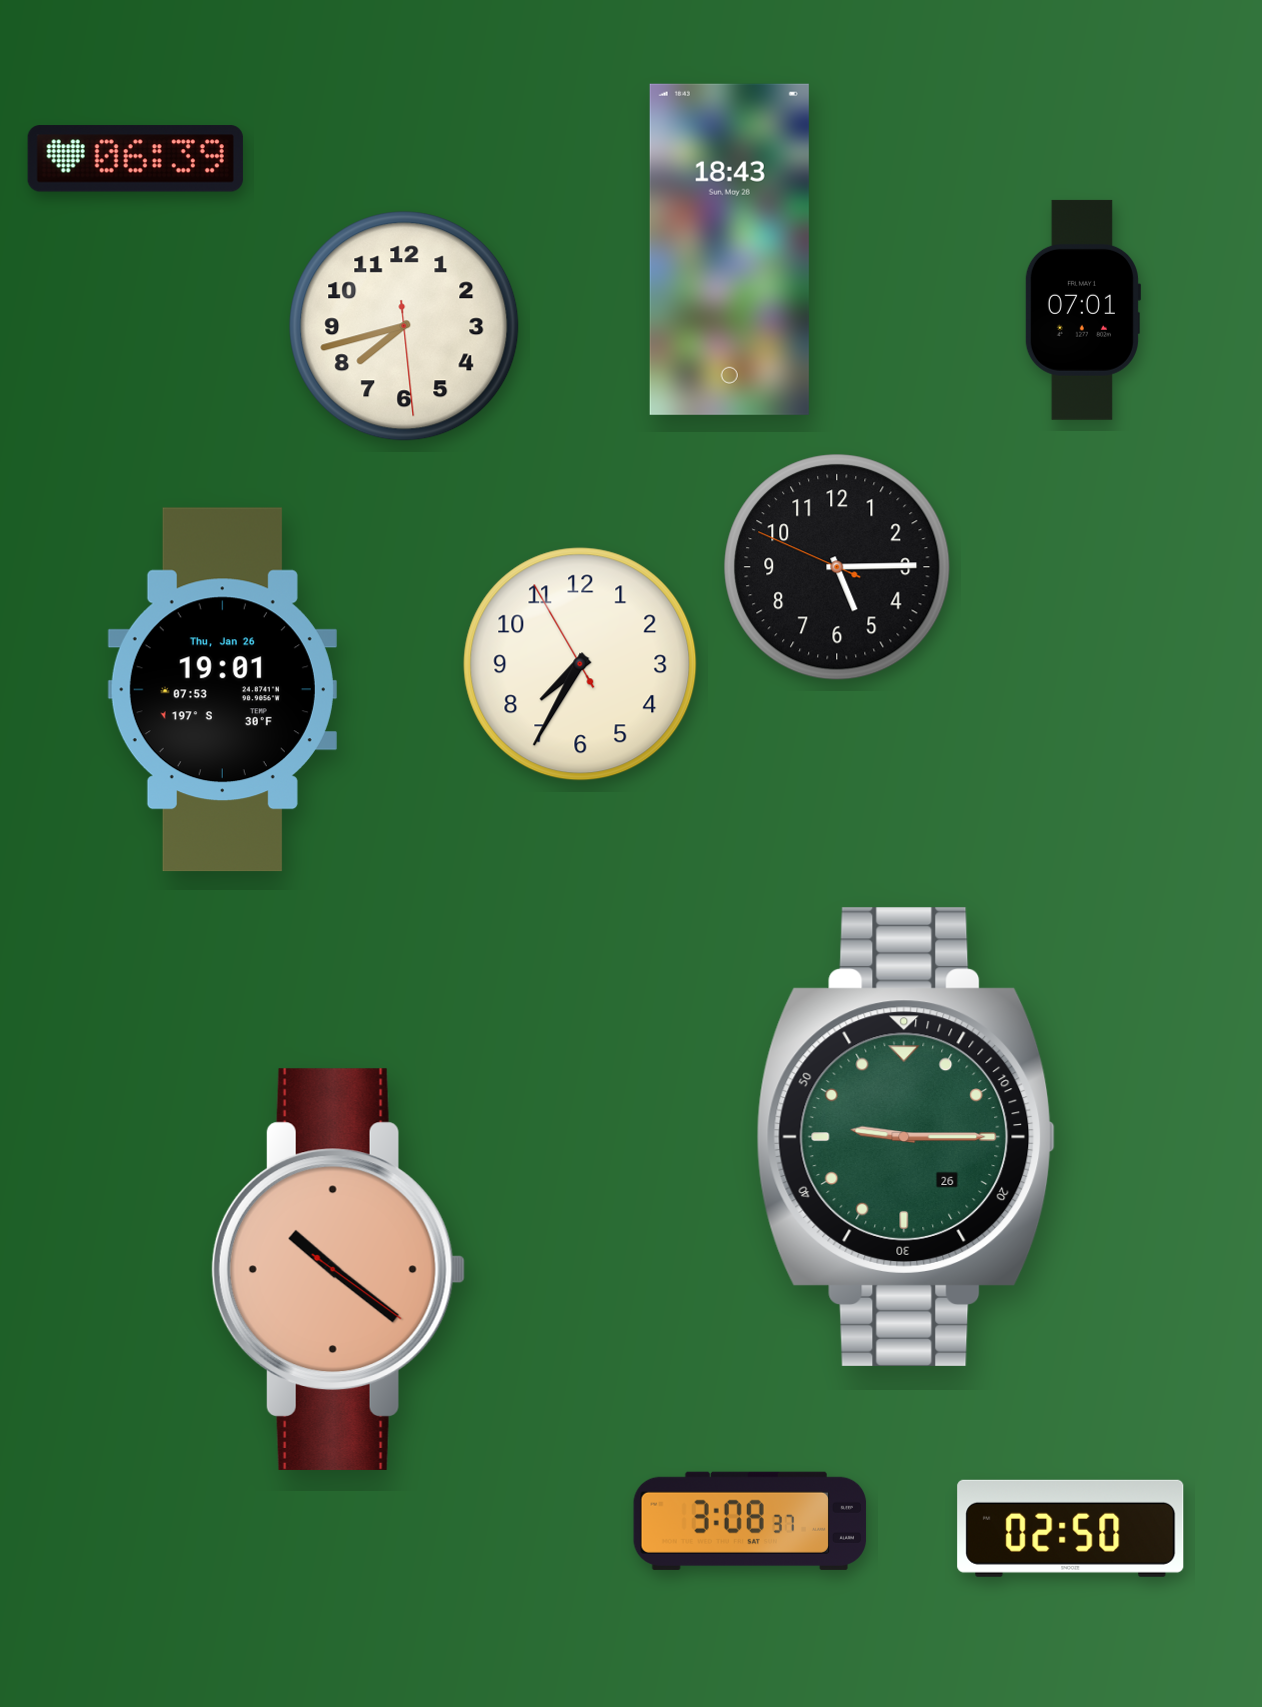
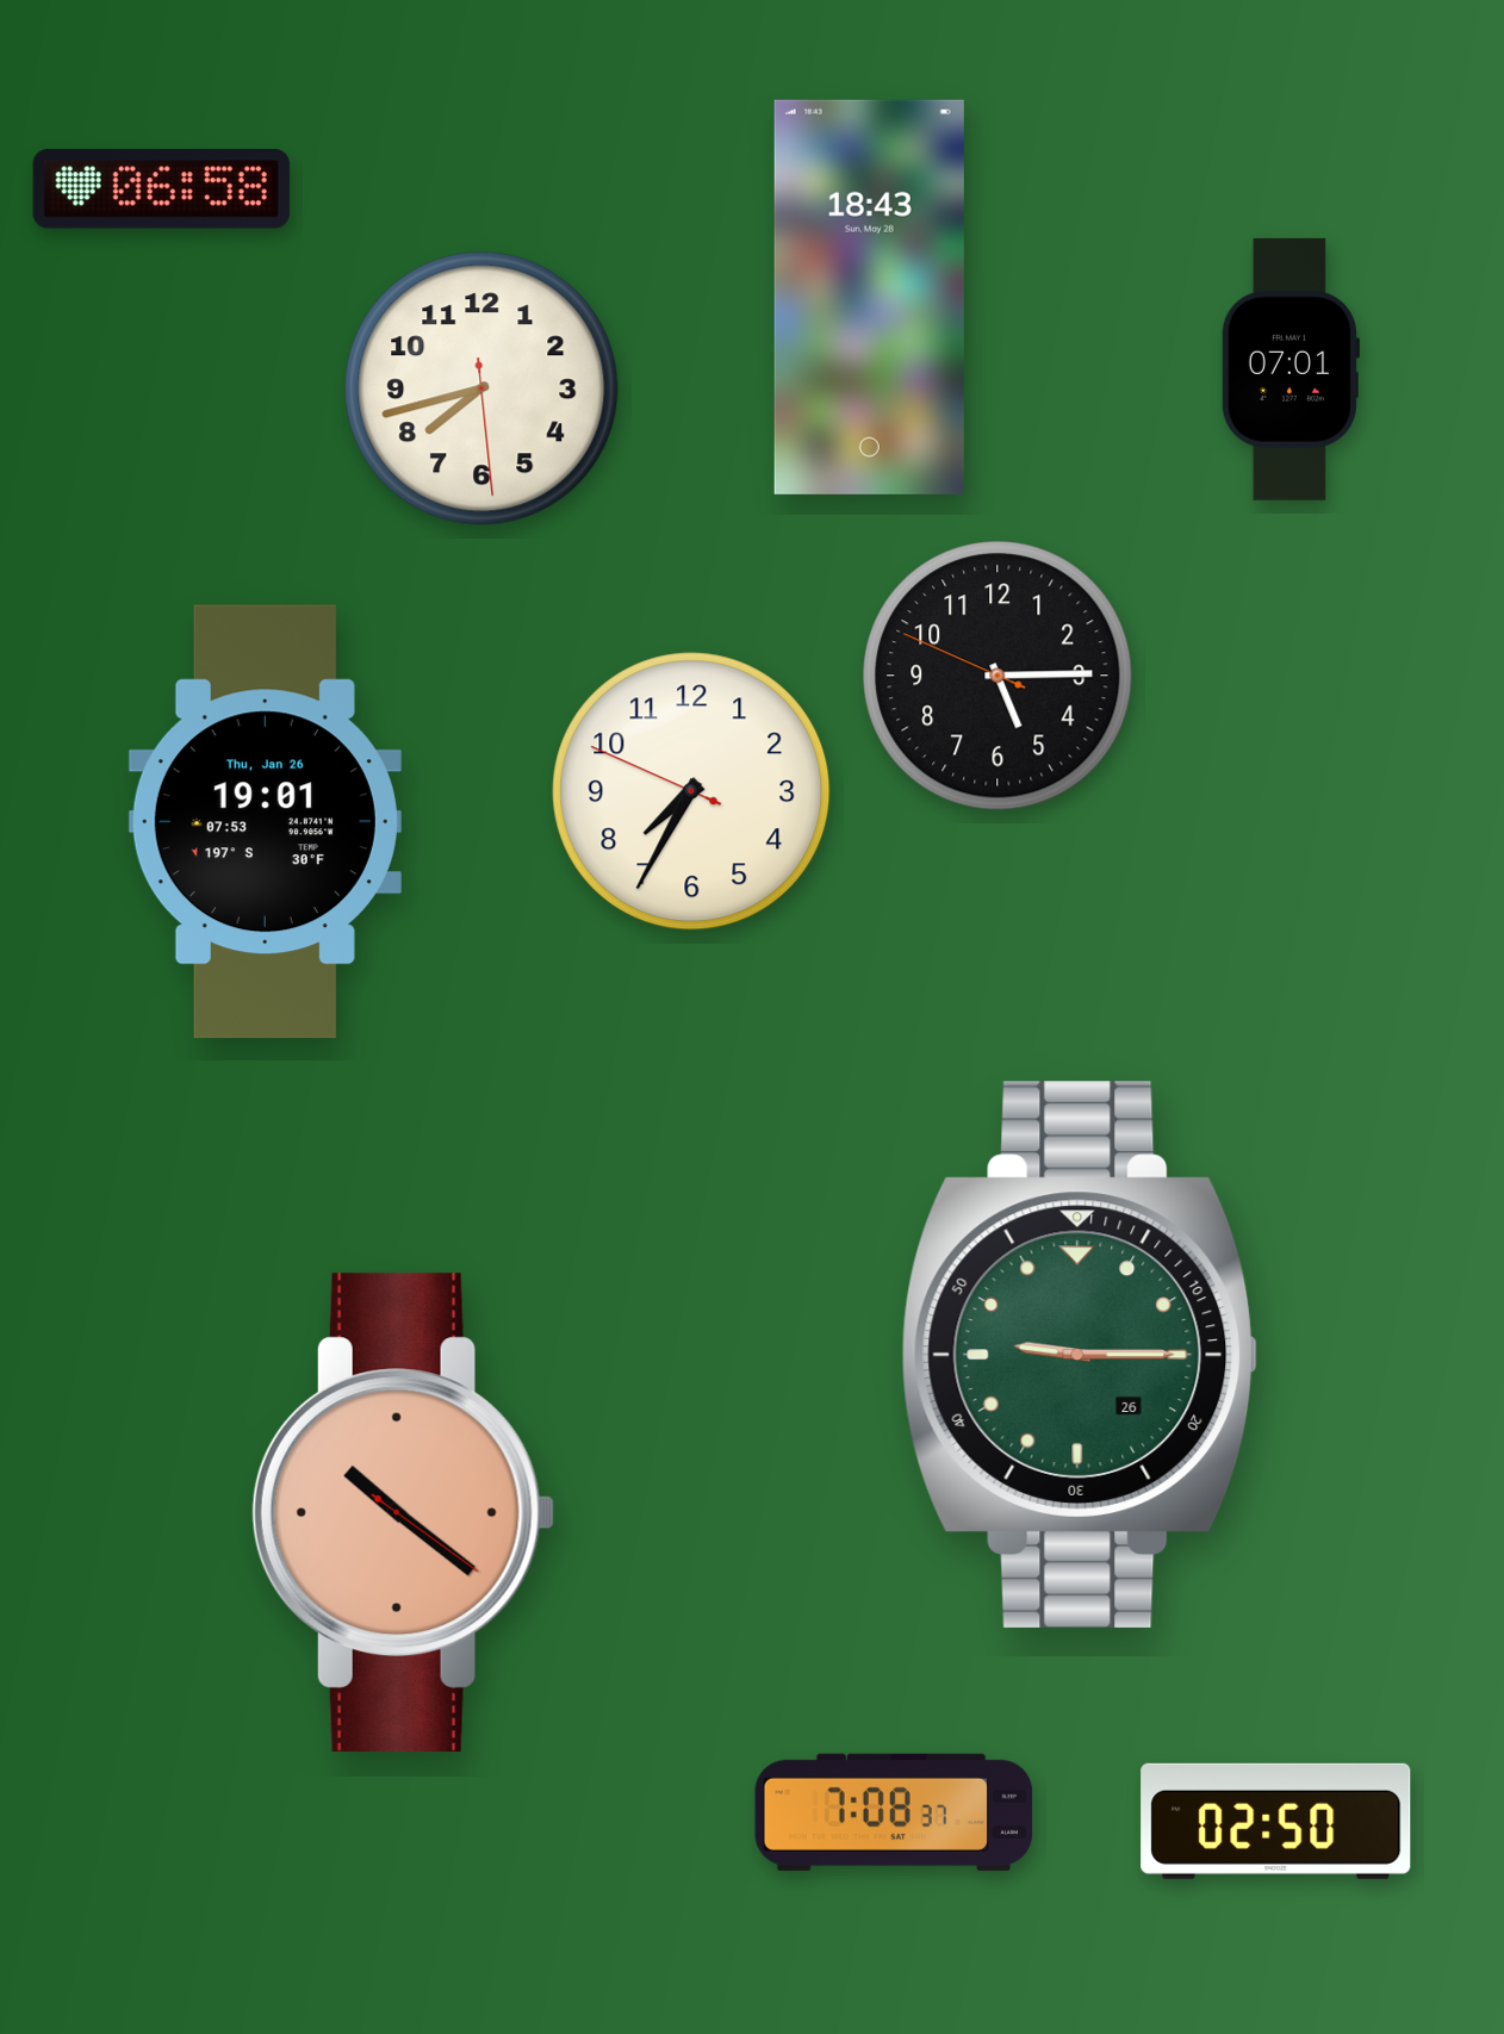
clock at (135, 159): 06:39 -> 06:58
clock at (580, 664): 7:34:55 -> 7:34:49
clock at (750, 1521): 3:08 -> 7:08
